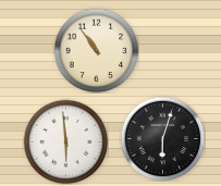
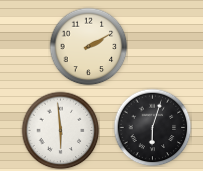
clock at (96, 50): 10:54 -> 2:10
clock at (162, 138) position: (162, 138) -> (152, 127)
